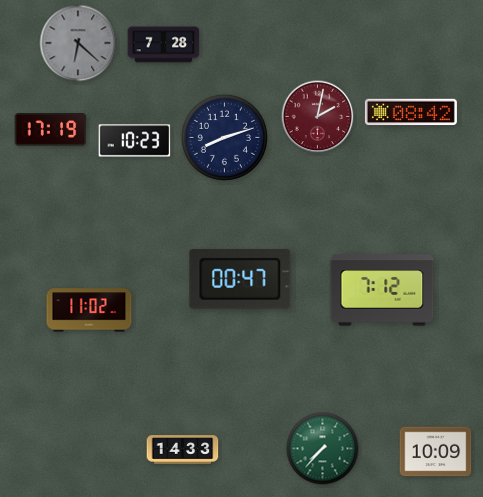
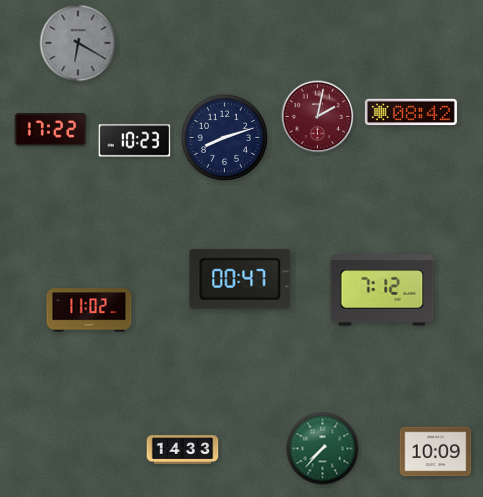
clock at (78, 43): 6:22 -> 6:20
clock at (164, 45): 7:28 -> none
clock at (51, 130): 17:19 -> 17:22
